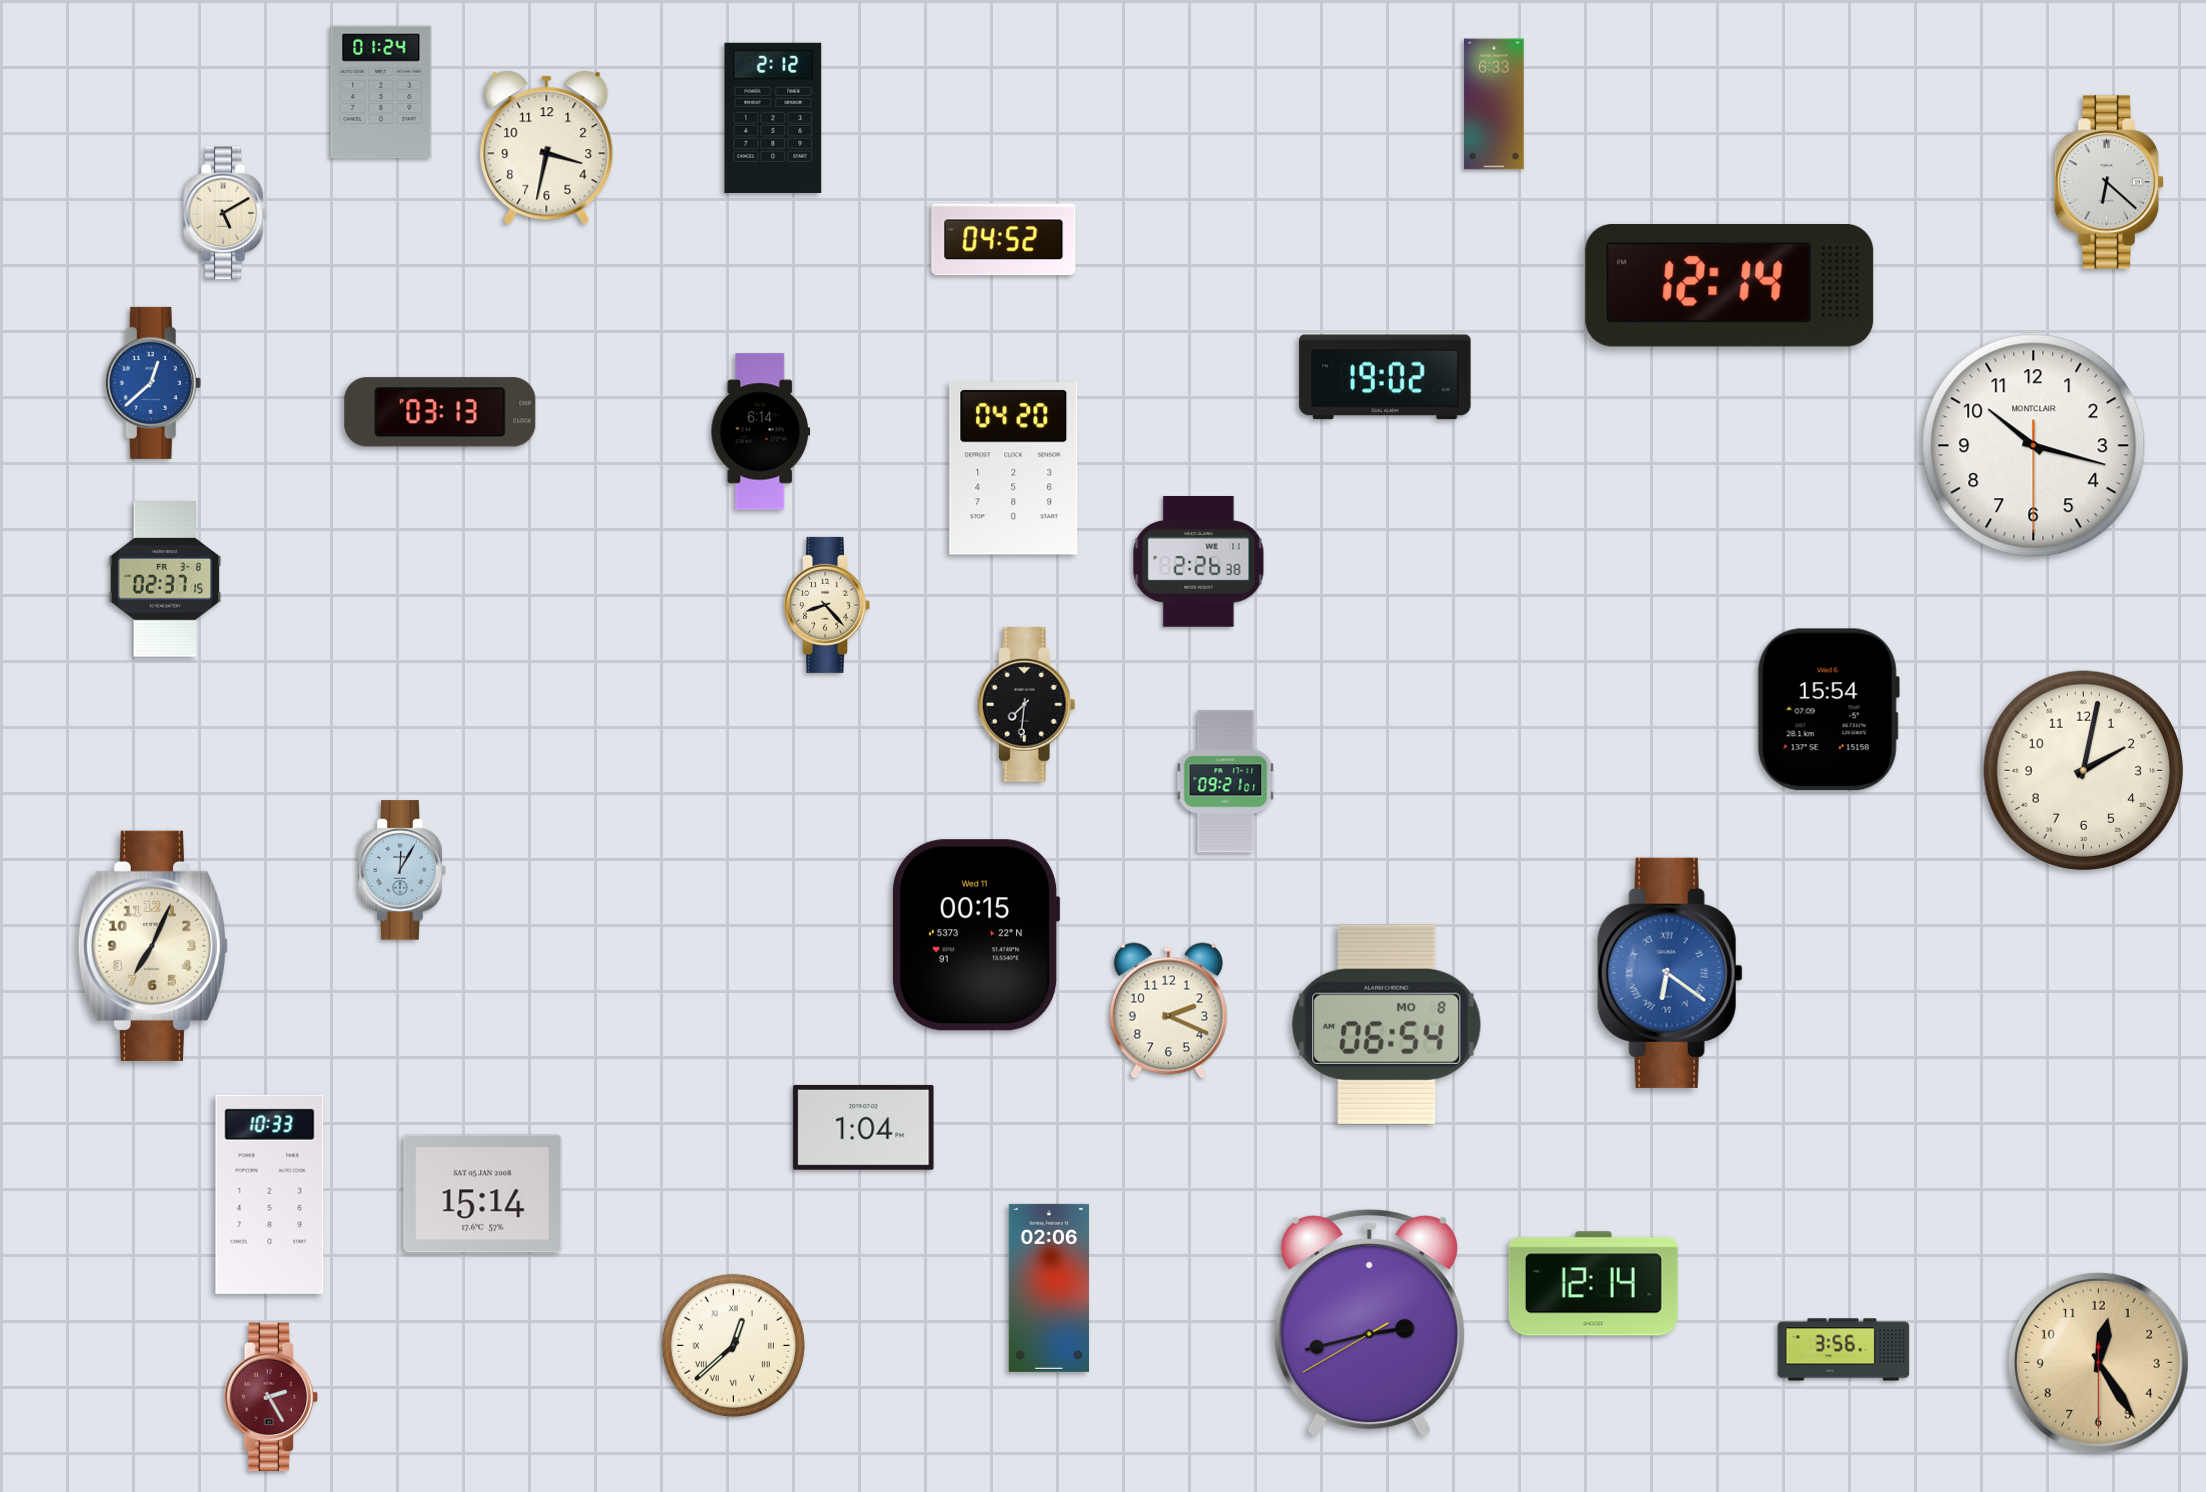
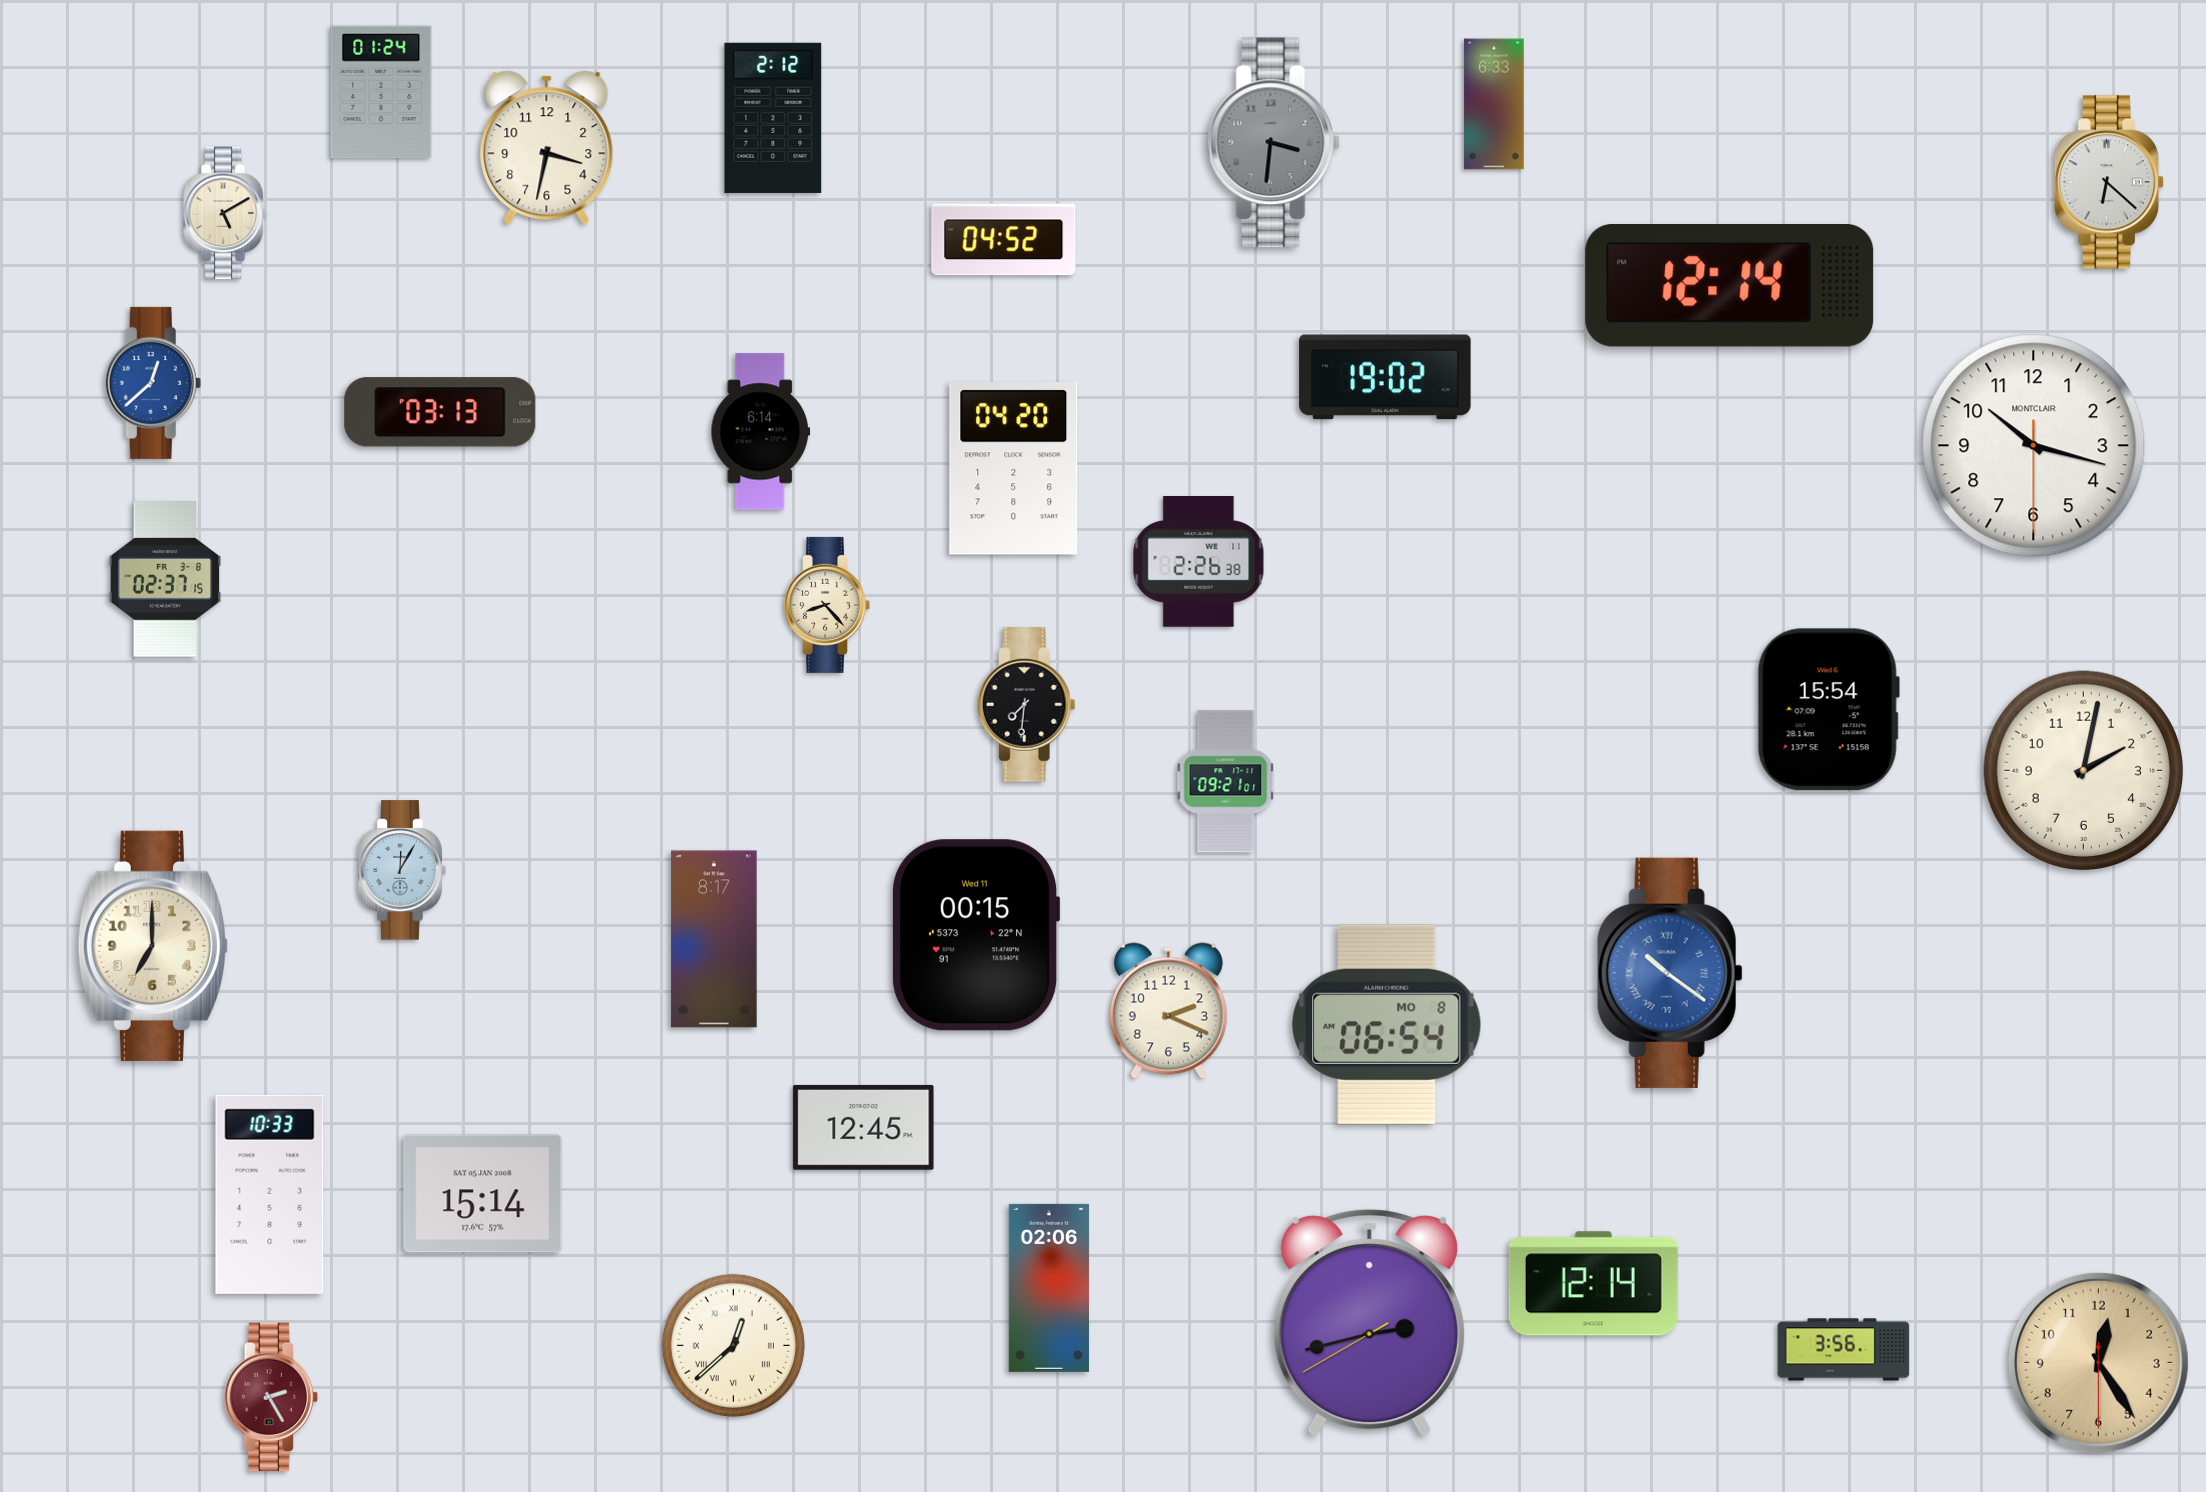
clock at (1273, 143): none -> 3:31
clock at (714, 939): none -> 8:17
clock at (153, 946): 7:04 -> 7:00
clock at (1670, 973): 6:21 -> 10:21
clock at (864, 1127): 1:04 -> 12:45
